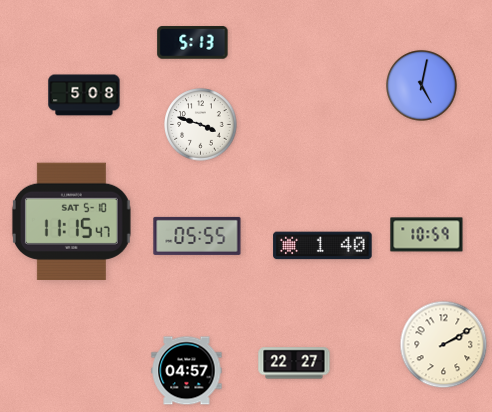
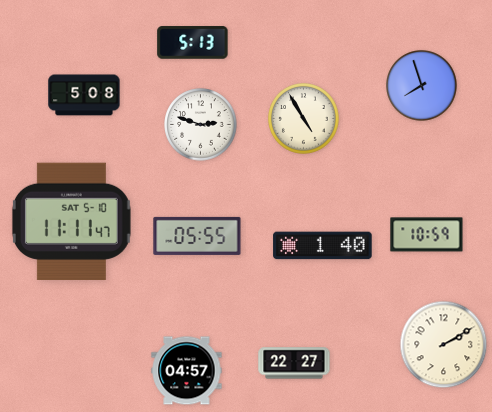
clock at (422, 86): 5:02 -> 7:57
clock at (304, 119): none -> 4:55
clock at (201, 125): 3:48 -> 2:48
clock at (71, 221): 11:15 -> 11:11
